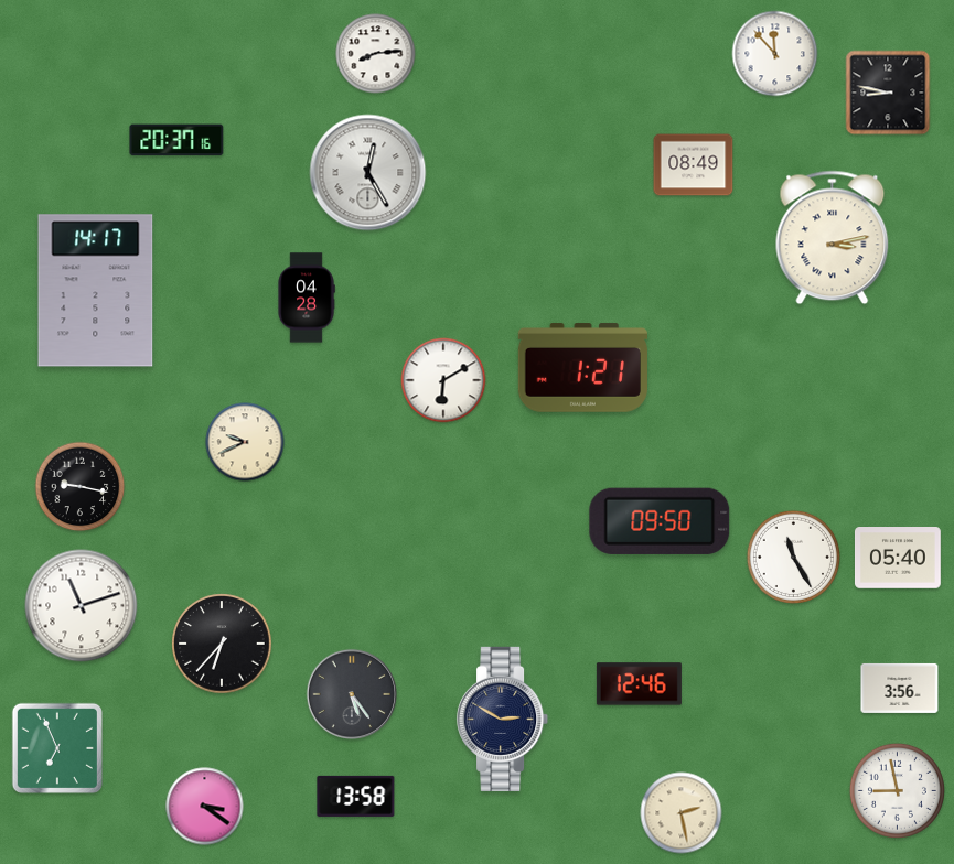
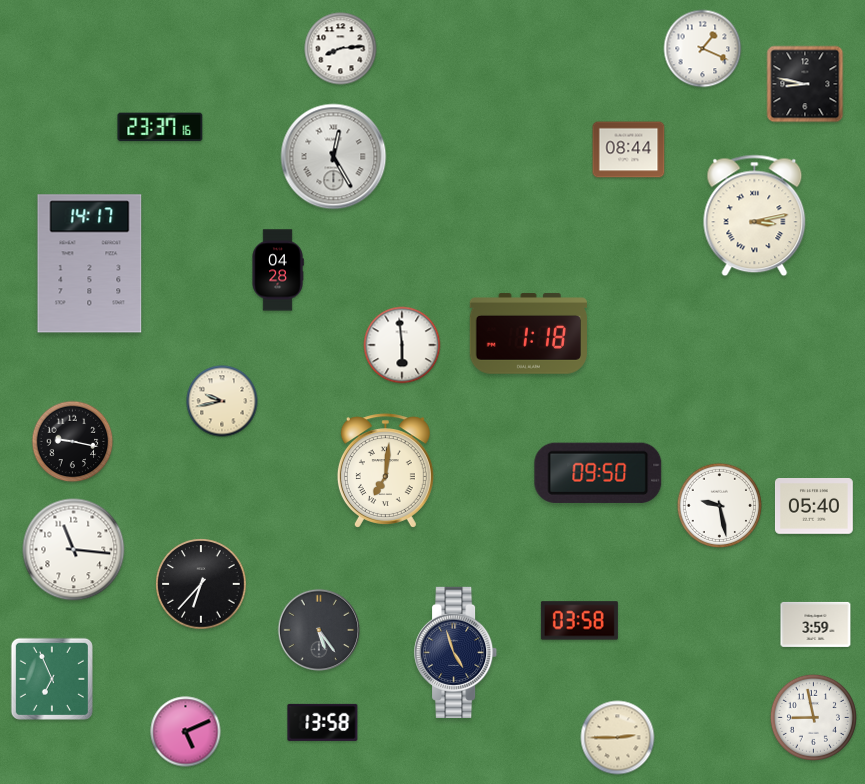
clock at (775, 54): 11:53 -> 1:19
clock at (176, 140): 20:37 -> 23:37
clock at (694, 165): 08:49 -> 08:44
clock at (96, 291) position: (96, 291) -> (90, 264)
clock at (582, 368): 1:21 -> 1:18
clock at (443, 380): 6:10 -> 5:59
clock at (245, 442): 9:41 -> 9:43
clock at (385, 471): none -> 7:01
clock at (793, 557): 11:25 -> 9:28
clock at (82, 606): 11:12 -> 11:16
clock at (639, 684): 12:46 -> 03:58
clock at (900, 688): 3:56 -> 3:59
clock at (503, 719): 2:50 -> 4:57
clock at (205, 807): 3:21 -> 5:11
clock at (682, 813): 2:28 -> 2:45
